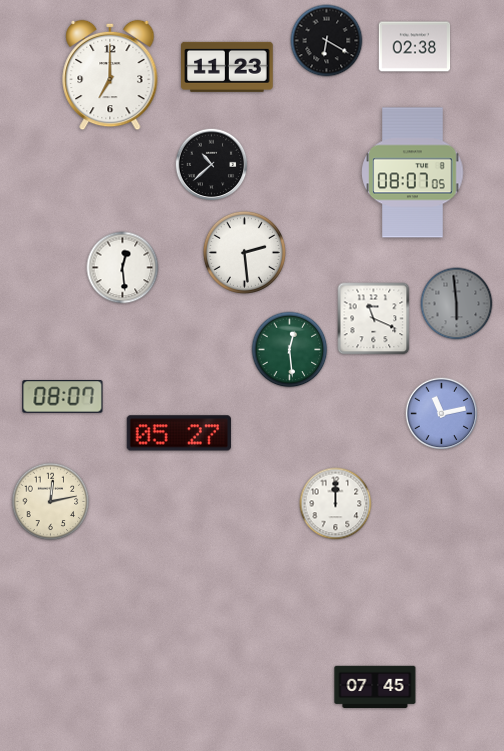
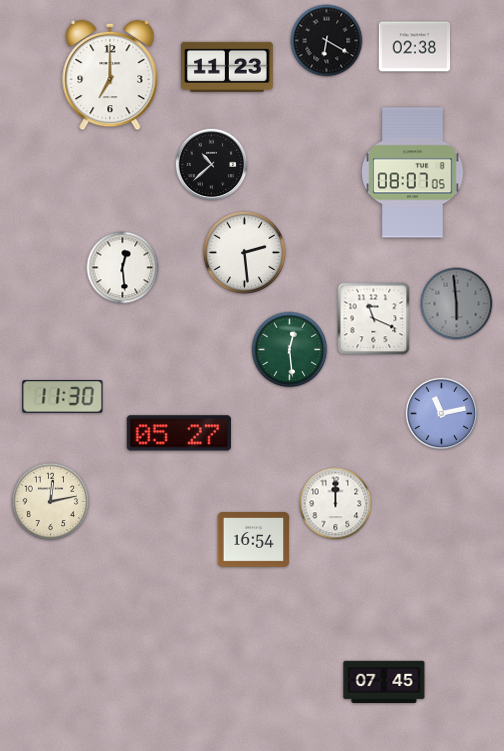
clock at (63, 397): 08:07 -> 11:30
clock at (254, 540): none -> 16:54
clock at (375, 686) position: (375, 686) -> (384, 681)
